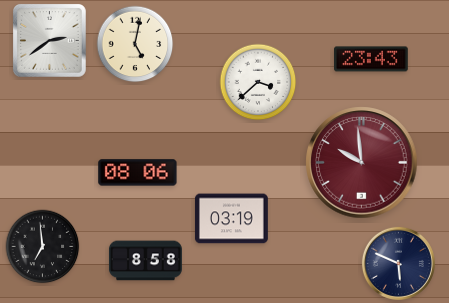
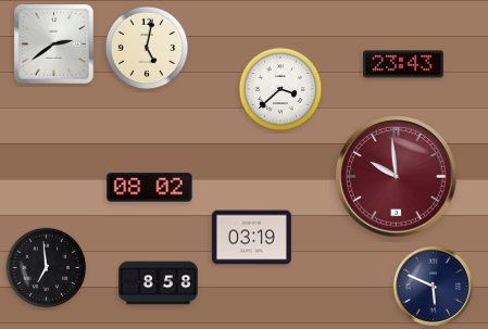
clock at (362, 163) position: (362, 163) -> (397, 177)
clock at (138, 173): 08:06 -> 08:02
